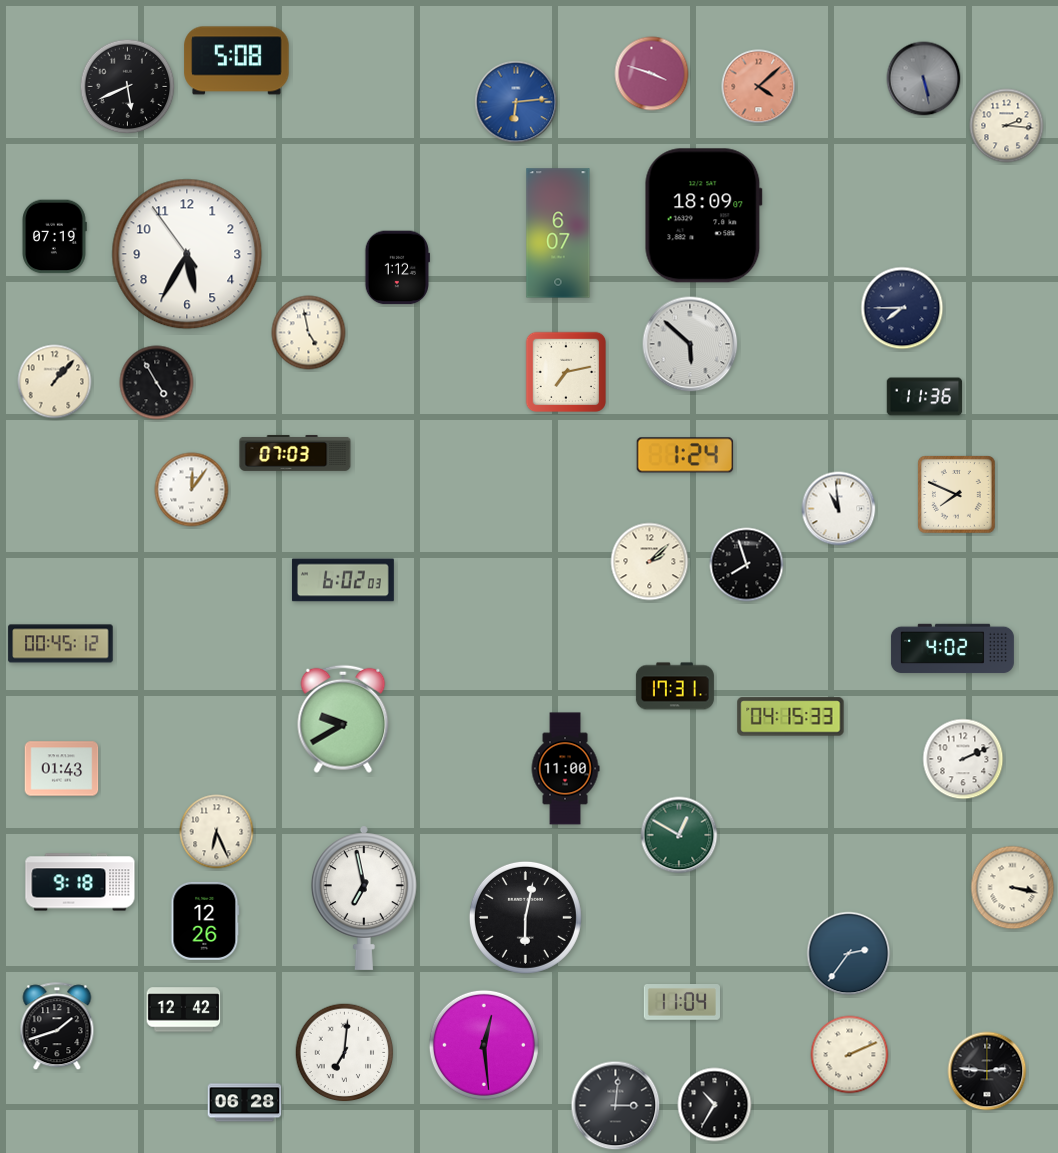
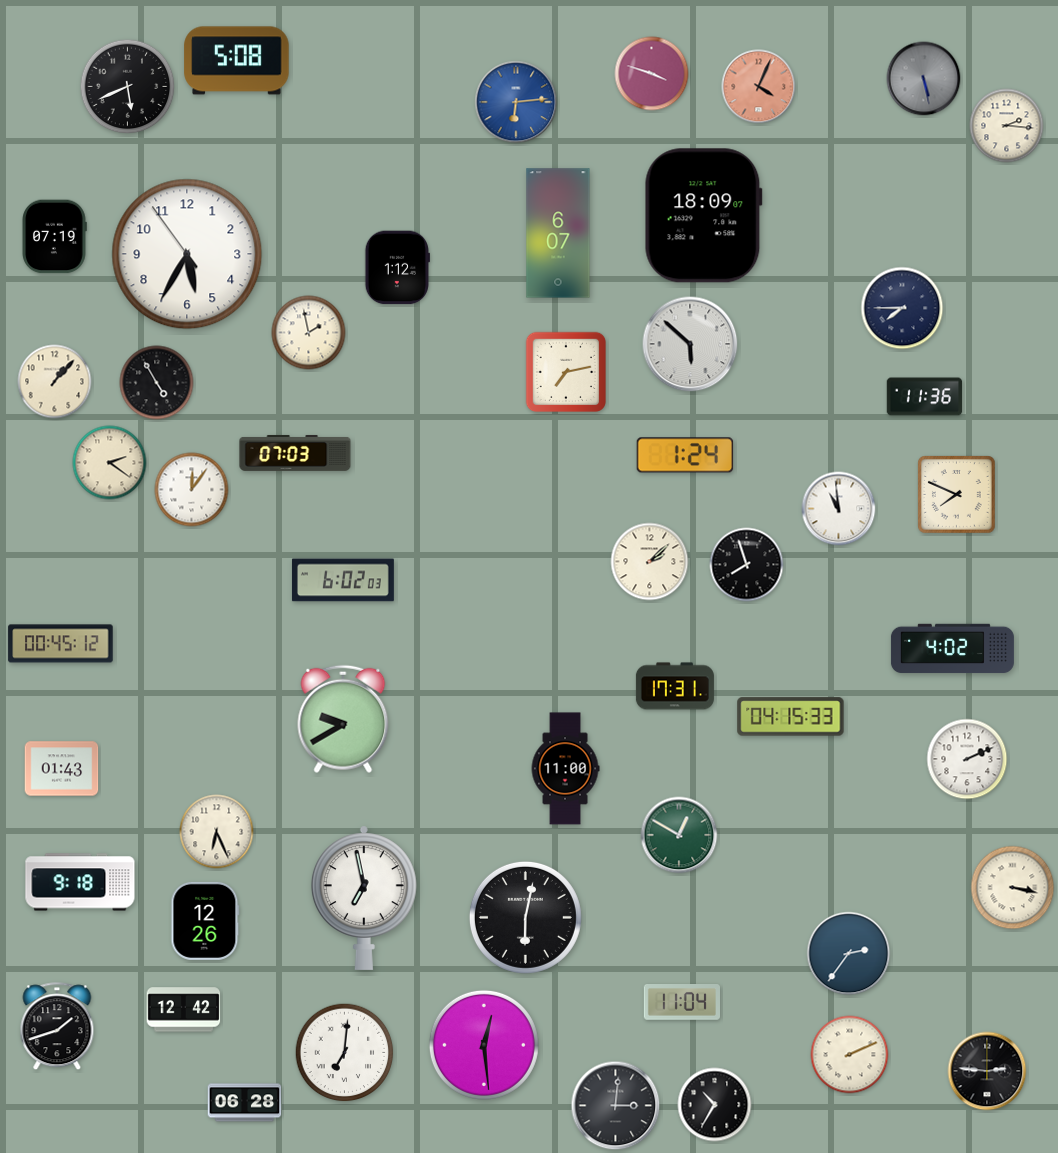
clock at (759, 87): 4:08 -> 4:04
clock at (309, 333): 4:58 -> 1:58
clock at (110, 463): none -> 2:21
clock at (963, 759) position: (963, 759) -> (967, 759)
